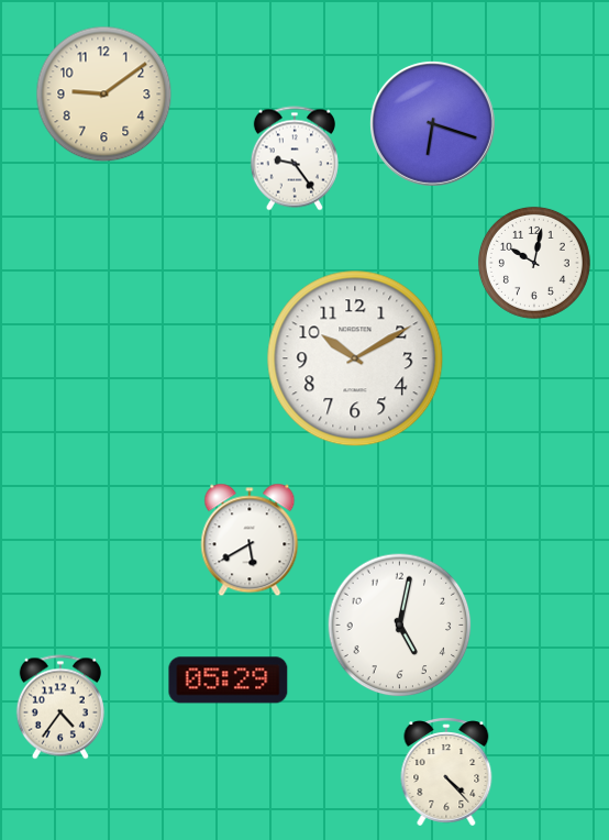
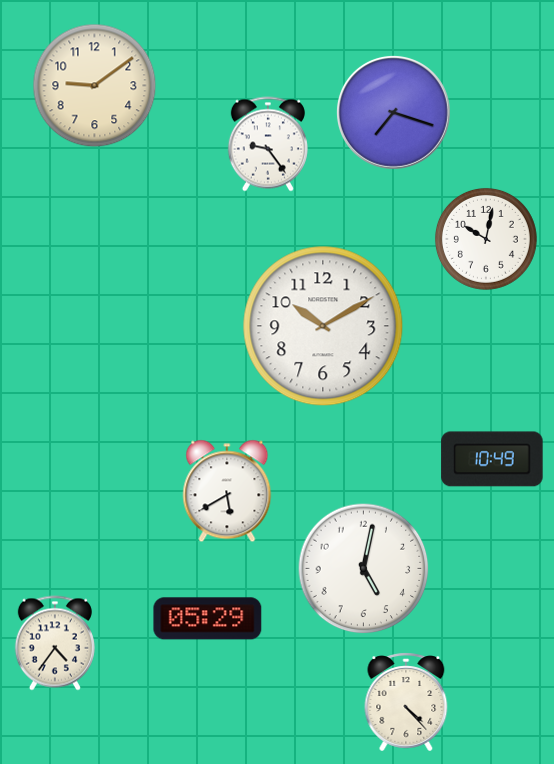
clock at (432, 123): 6:18 -> 7:18
clock at (492, 459): none -> 10:49
